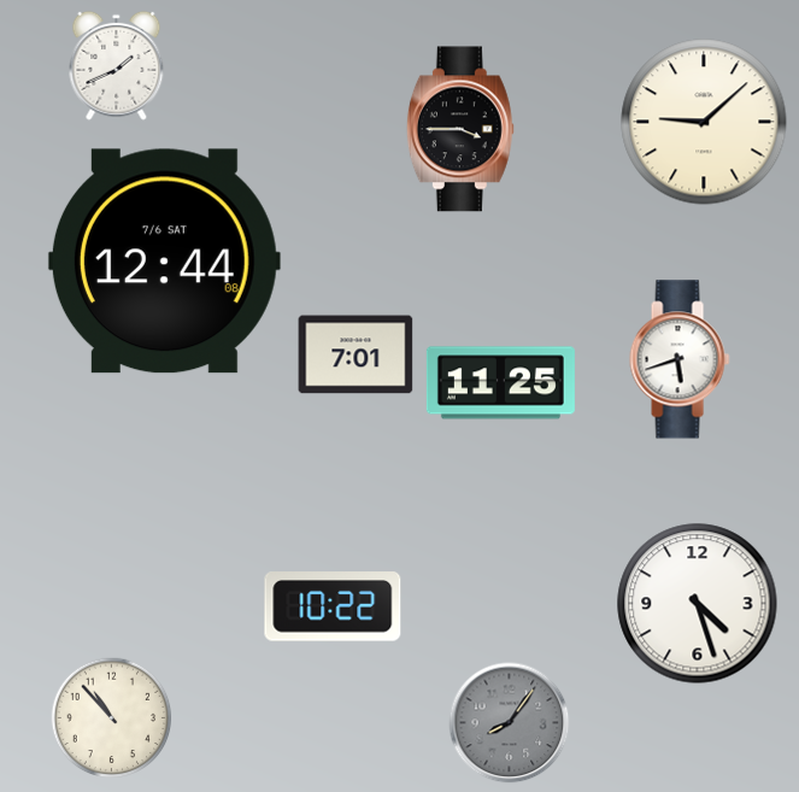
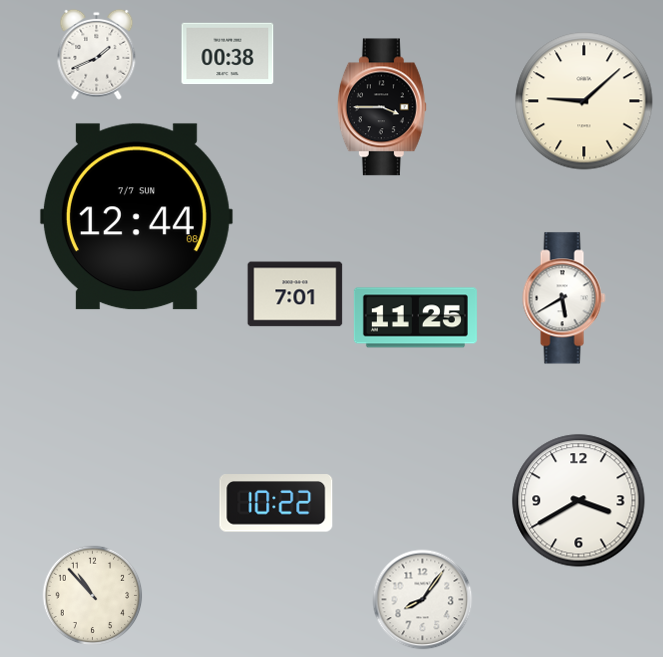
clock at (228, 54): none -> 00:38
clock at (164, 262) date: 7/6 SAT -> 7/7 SUN
clock at (680, 359): 5:42 -> 5:40
clock at (698, 604): 4:27 -> 3:40
clock at (510, 723) dial: grey -> white
